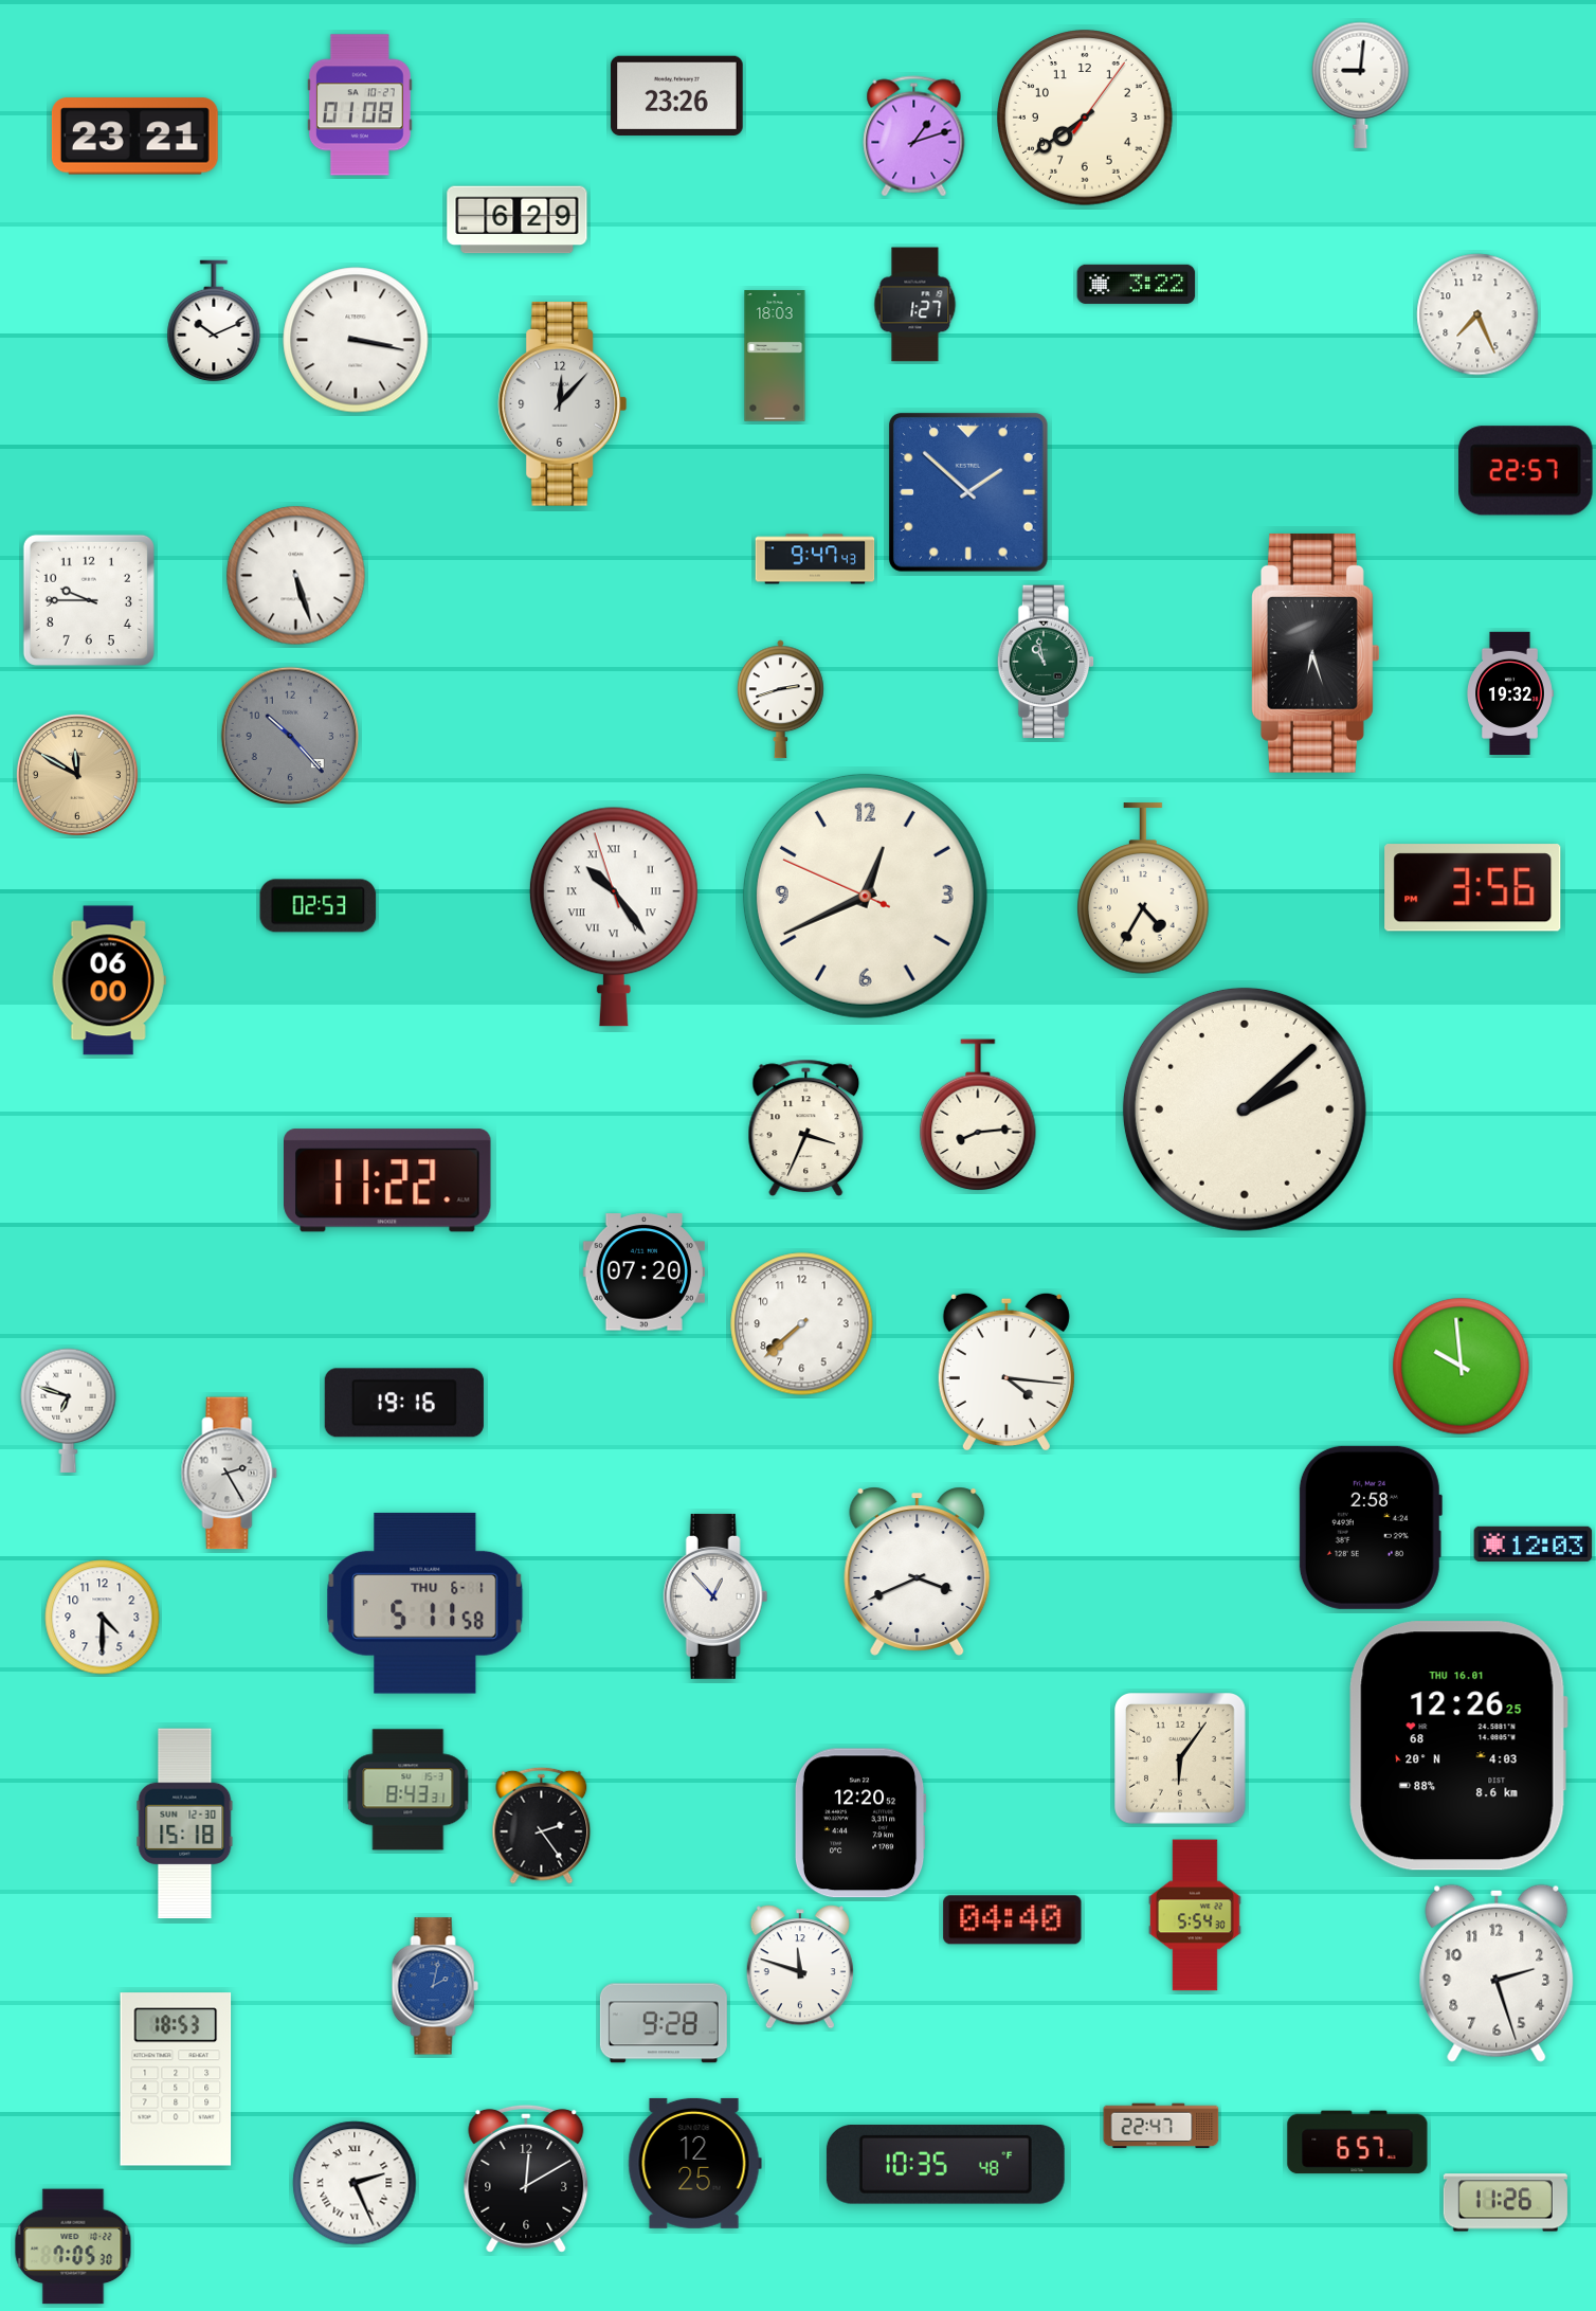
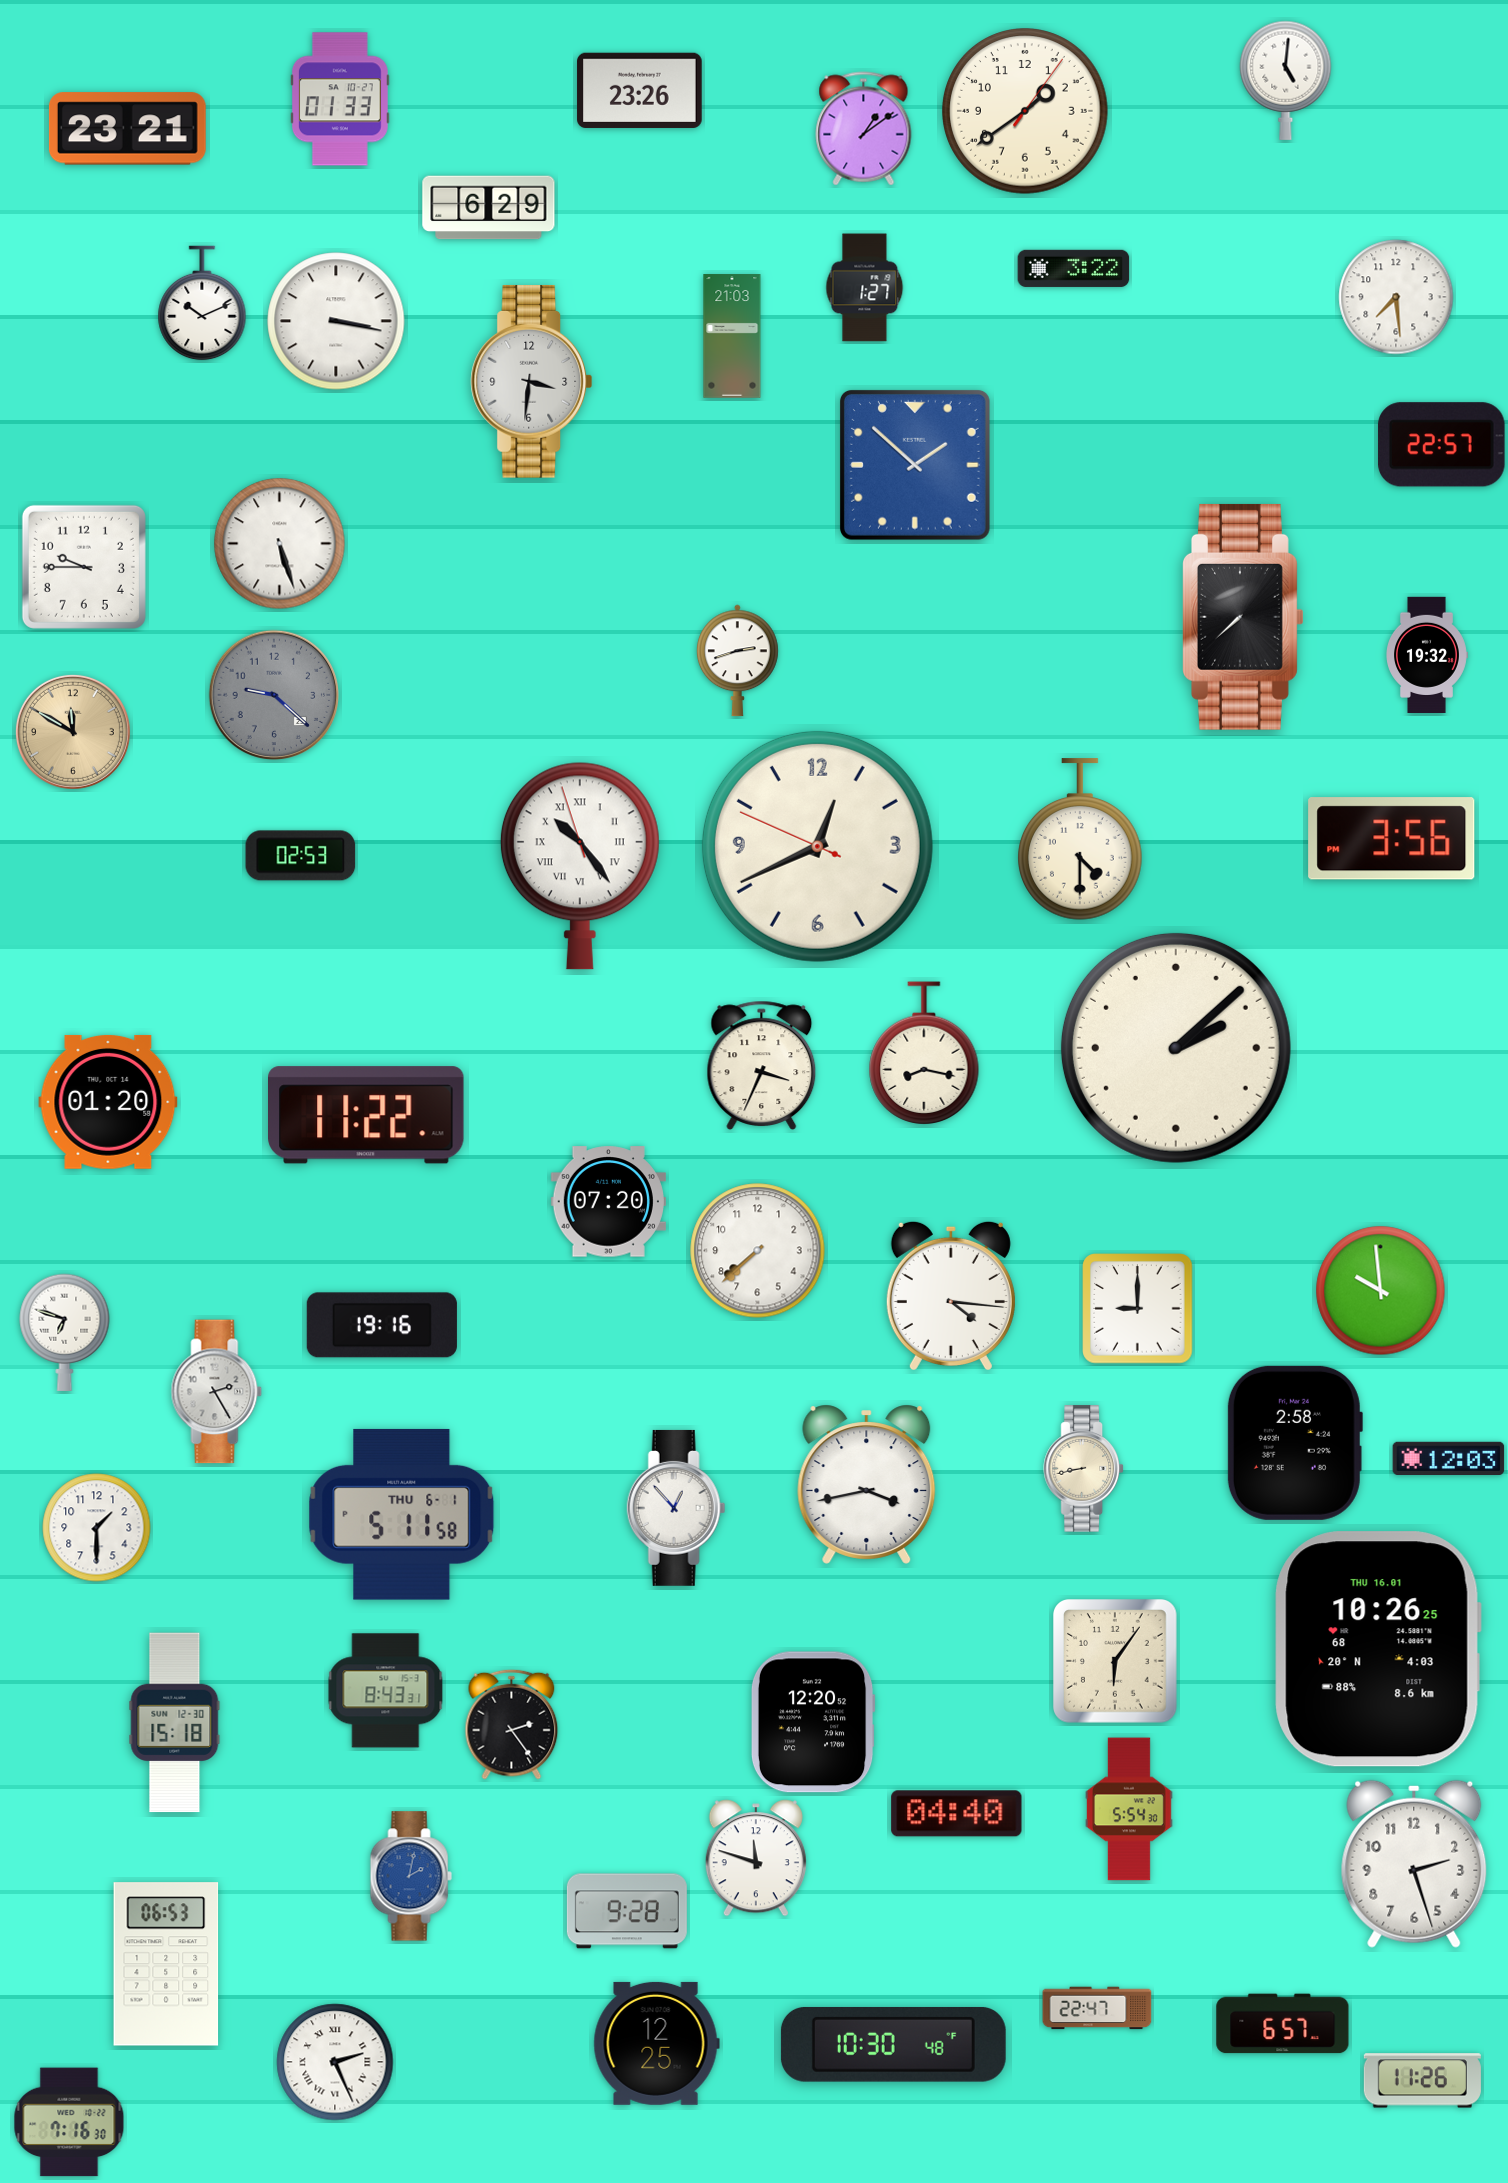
clock at (1361, 85): 9:01 -> 5:01
clock at (360, 105): 01:08 -> 01:33
clock at (1085, 118): 7:39 -> 1:39
clock at (914, 137): 1:12 -> 1:09
clock at (1477, 314): 7:26 -> 7:29
clock at (775, 356): 18:03 -> 21:03
clock at (563, 404): 12:07 -> 3:31
clock at (815, 559): 9:47 -> none
clock at (1317, 653): 6:27 -> 7:38
clock at (1046, 662): 10:58 -> none
clock at (290, 736): 10:23 -> 9:22
clock at (1144, 888): 4:35 -> 4:30
clock at (109, 980): 06:00 -> none
clock at (978, 1115): 8:14 -> 8:17
clock at (108, 1102): none -> 01:20
clock at (1138, 1309): none -> 9:00
clock at (1083, 1469): none -> 8:43
clock at (918, 1571): 3:41 -> 3:43
clock at (103, 1618): 4:30 -> 1:30
clock at (1458, 1746): 12:26 -> 10:26
clock at (176, 2079): 18:53 -> 06:53
clock at (945, 2164): 10:35 -> 10:30
clock at (526, 2179): 12:10 -> none
clock at (73, 2246): 7:05 -> 7:16
